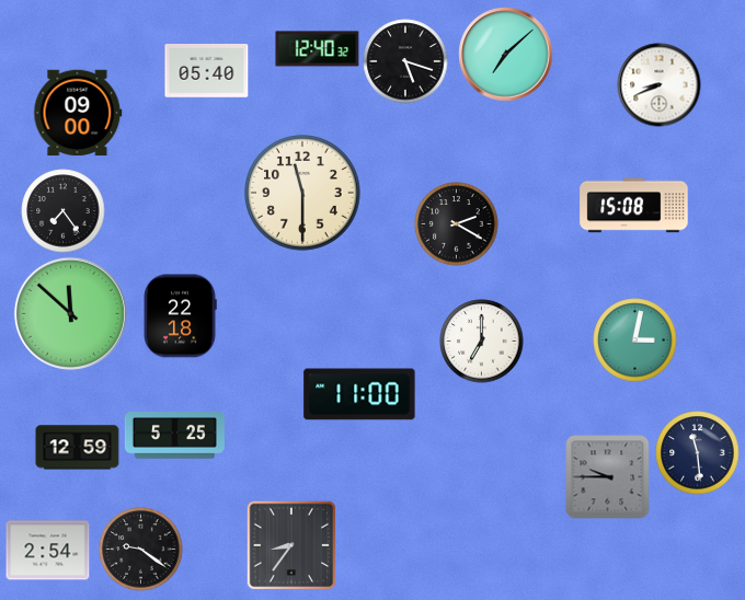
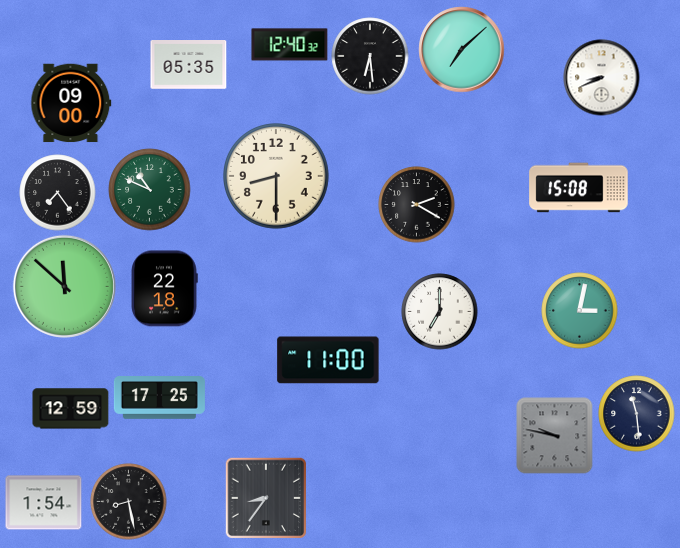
clock at (405, 61): 5:18 -> 6:29
clock at (207, 71): 05:40 -> 05:35
clock at (303, 194): 11:30 -> 8:30
clock at (150, 190): none -> 10:49
clock at (174, 436): 5:25 -> 17:25
clock at (608, 477): 9:45 -> 9:47
clock at (141, 550): 9:21 -> 8:28
clock at (48, 551): 2:54 -> 1:54
